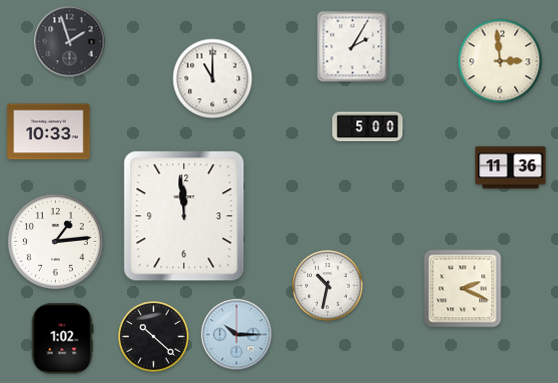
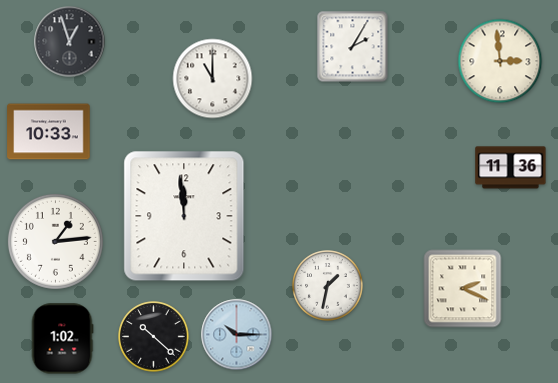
clock at (70, 42): 1:57 -> 12:57
clock at (368, 127): 5:00 -> none
clock at (328, 286): 10:32 -> 1:32
